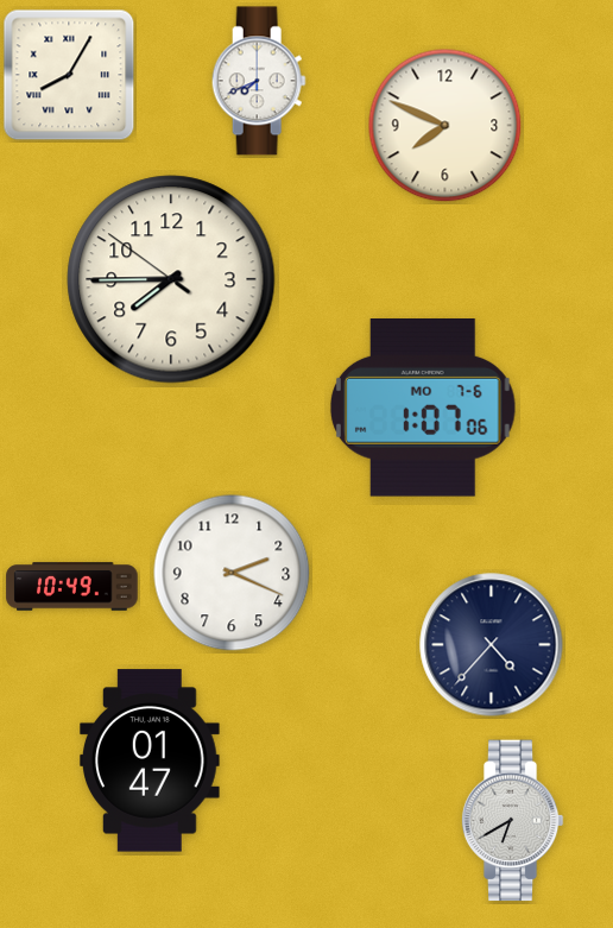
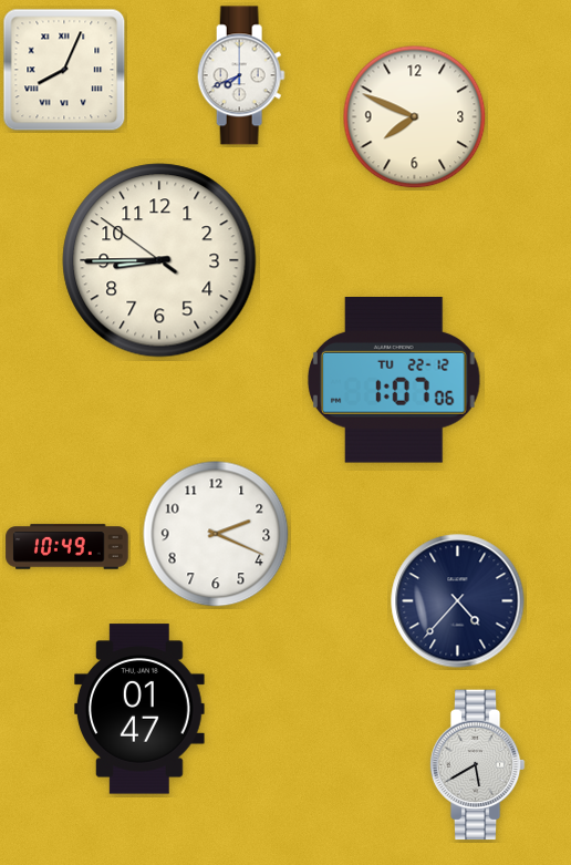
clock at (69, 75): 8:05 -> 8:04
clock at (171, 279): 7:44 -> 8:44
clock at (423, 409) date: MO 7-6 -> TU 22-12
clock at (512, 821): 6:40 -> 5:40
